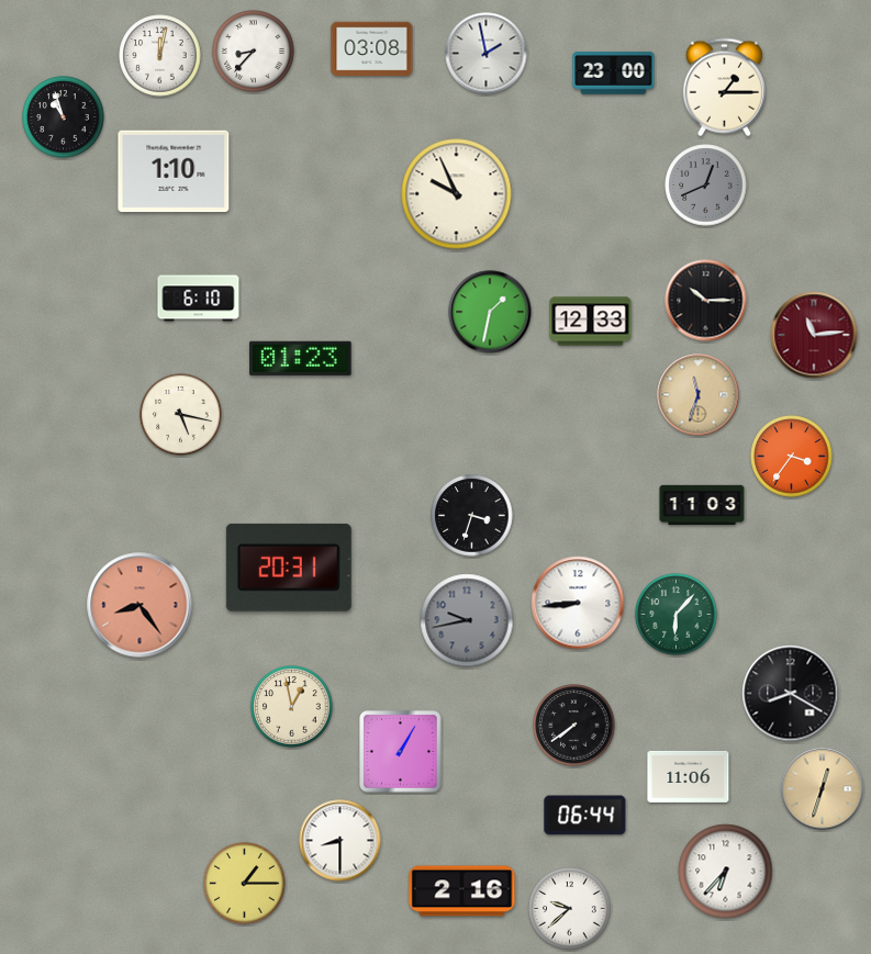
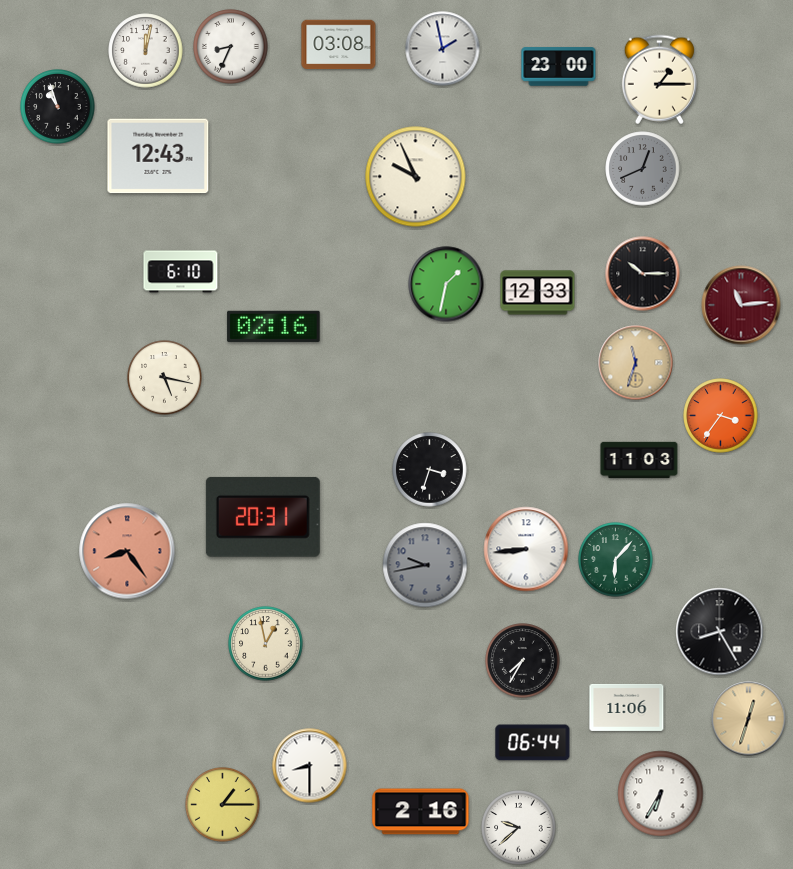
clock at (254, 52): 8:37 -> 8:34
clock at (174, 171): 1:10 -> 12:43
clock at (301, 358): 01:23 -> 02:16
clock at (699, 395) position: (699, 395) -> (636, 363)
clock at (791, 694): 8:20 -> 8:25
clock at (574, 726): 7:39 -> 7:35
clock at (401, 752): 1:05 -> none
clock at (726, 872): 6:37 -> 6:35
